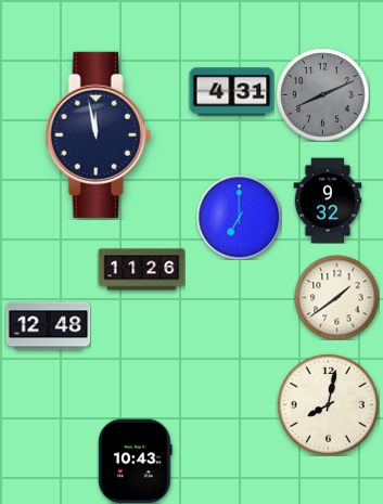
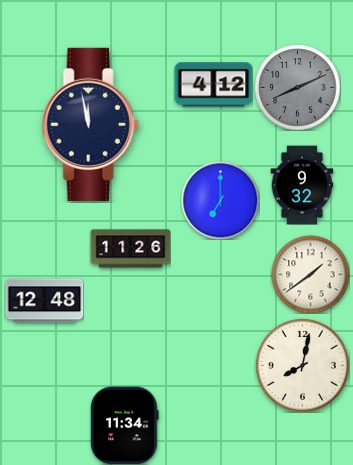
clock at (231, 92): 4:31 -> 4:12
clock at (328, 404) position: (328, 404) -> (302, 365)
clock at (136, 461): 10:43 -> 11:34
